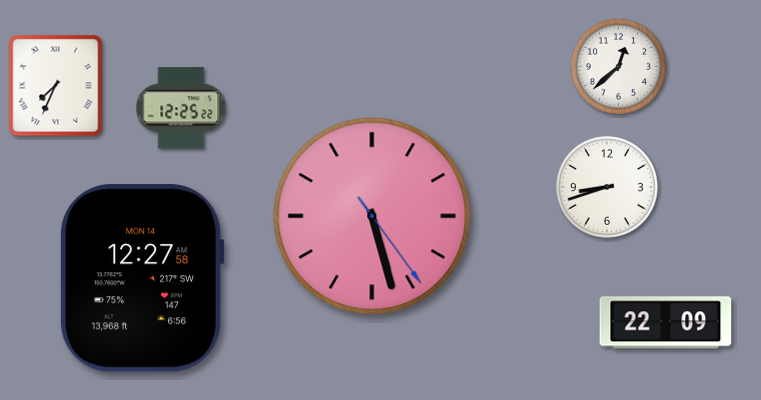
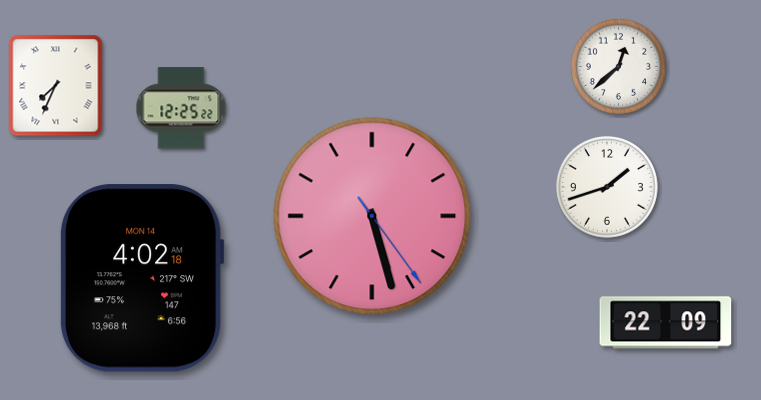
clock at (608, 188): 8:42 -> 1:42
clock at (142, 278): 12:27 -> 4:02
